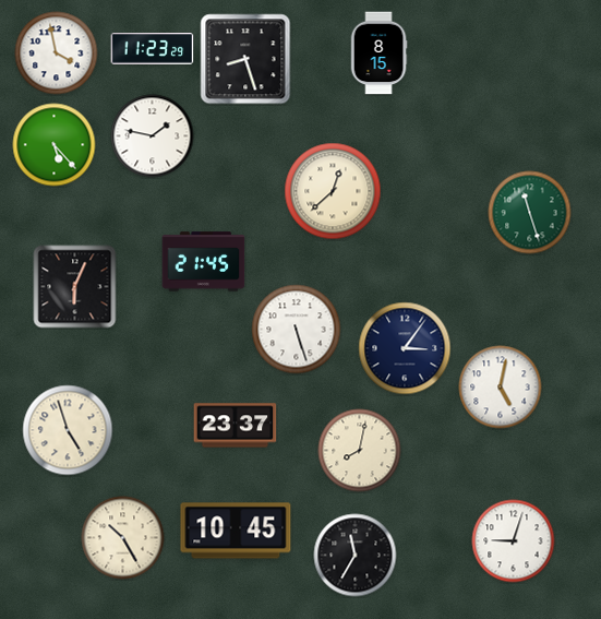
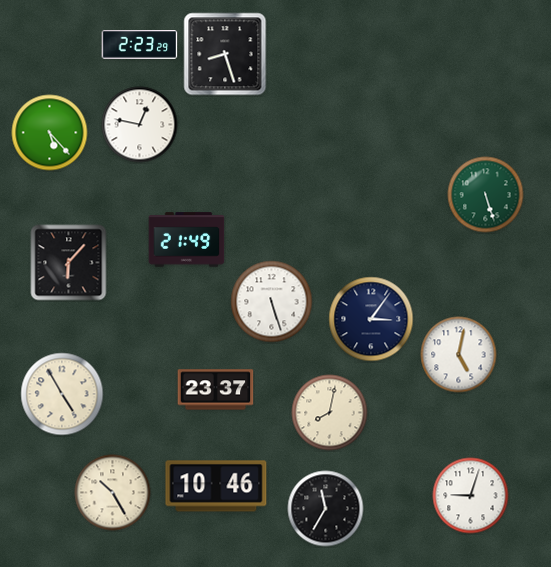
clock at (153, 49): 11:23 -> 2:23
clock at (57, 53): 3:58 -> none
clock at (378, 53): 8:15 -> none
clock at (153, 136): 1:47 -> 12:47
clock at (333, 191): 12:38 -> none
clock at (530, 213): 11:27 -> 5:27
clock at (204, 262): 21:45 -> 21:49
clock at (75, 287): 6:04 -> 6:07
clock at (68, 430): 4:57 -> 4:55
clock at (236, 531): 10:45 -> 10:46
